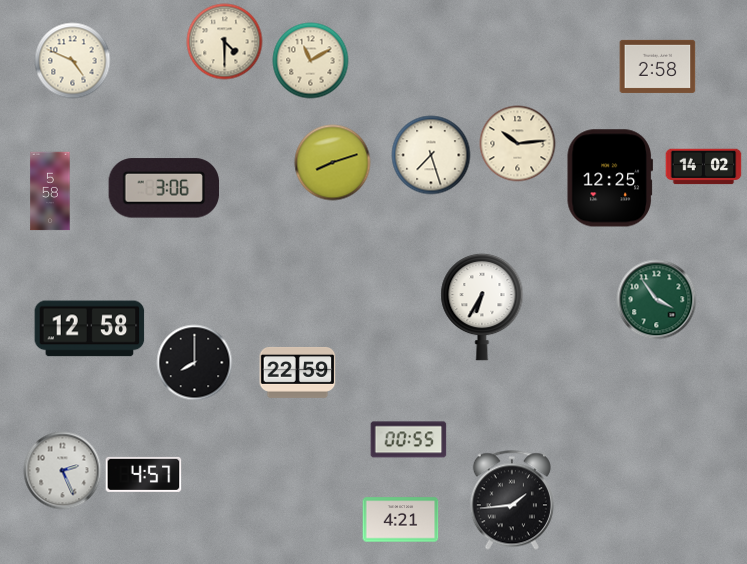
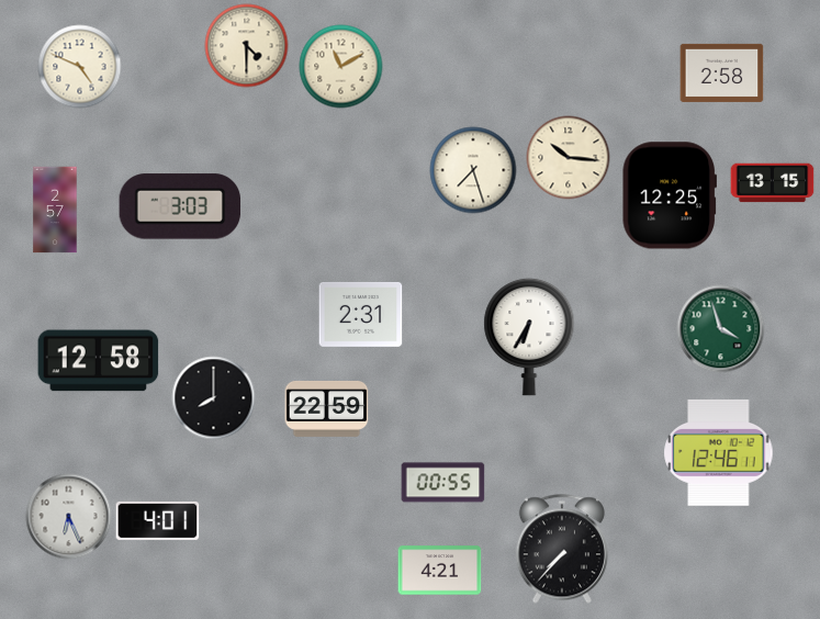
clock at (518, 144): 10:14 -> 10:16
clock at (333, 163): 8:12 -> none
clock at (704, 167): 14:02 -> 13:15
clock at (164, 188): 3:06 -> 3:03
clock at (50, 191): 5:58 -> 2:57
clock at (361, 314): none -> 2:31
clock at (657, 300): 3:54 -> 3:57
clock at (719, 452): none -> 12:46
clock at (409, 440) position: (409, 440) -> (443, 483)
clock at (63, 471): 2:26 -> 6:26
clock at (144, 474): 4:57 -> 4:01
clock at (512, 500): 1:44 -> 7:37
